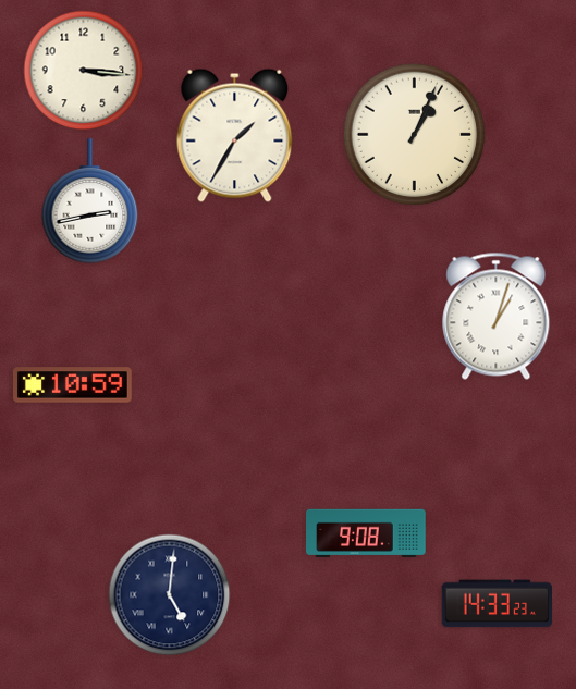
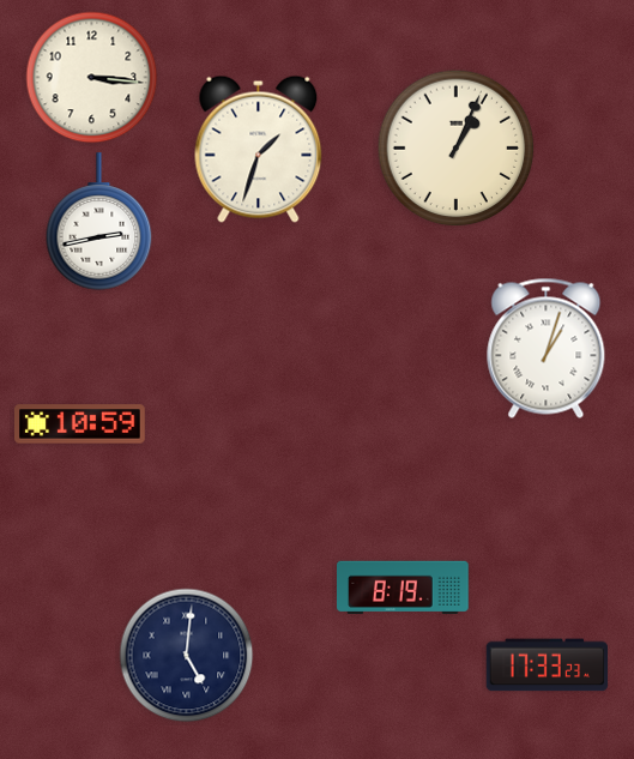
clock at (235, 135): 1:35 -> 1:33
clock at (366, 533): 9:08 -> 8:19
clock at (498, 604): 14:33 -> 17:33
